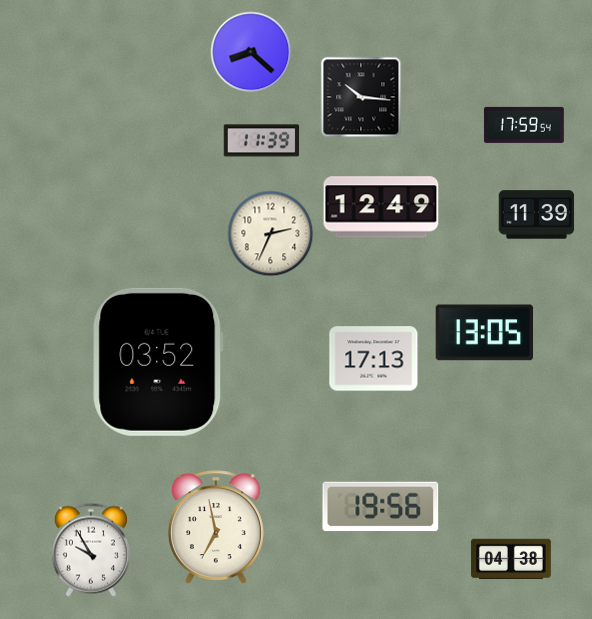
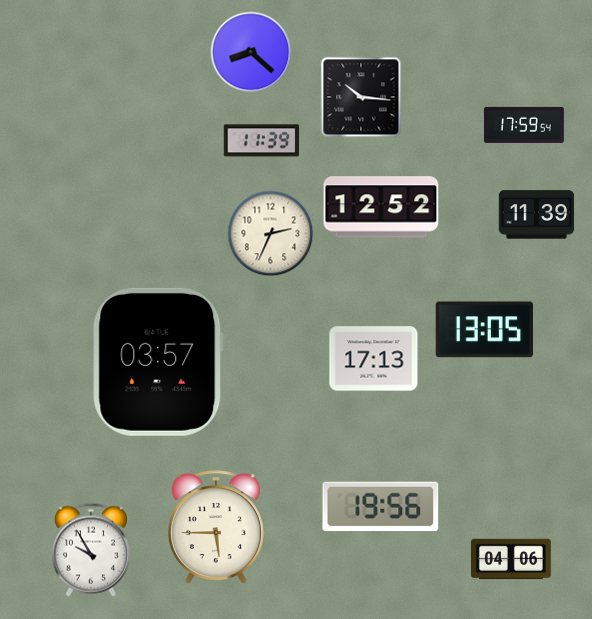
clock at (381, 207): 12:49 -> 12:52
clock at (485, 333) position: (485, 333) -> (485, 330)
clock at (158, 362): 03:52 -> 03:57
clock at (216, 527): 6:58 -> 5:45
clock at (511, 559): 04:38 -> 04:06
